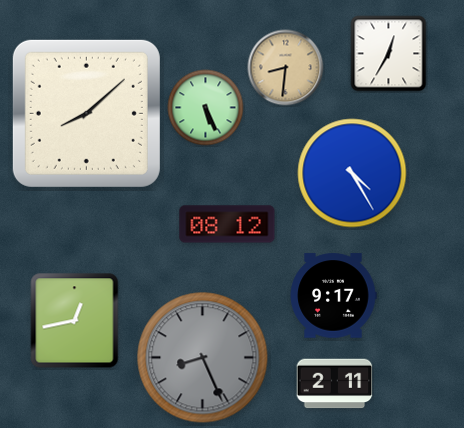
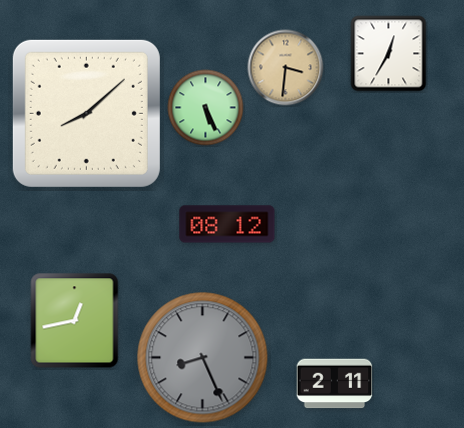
clock at (286, 68): 8:31 -> 3:31
clock at (352, 173): 4:25 -> none
clock at (333, 296): 9:17 -> none
